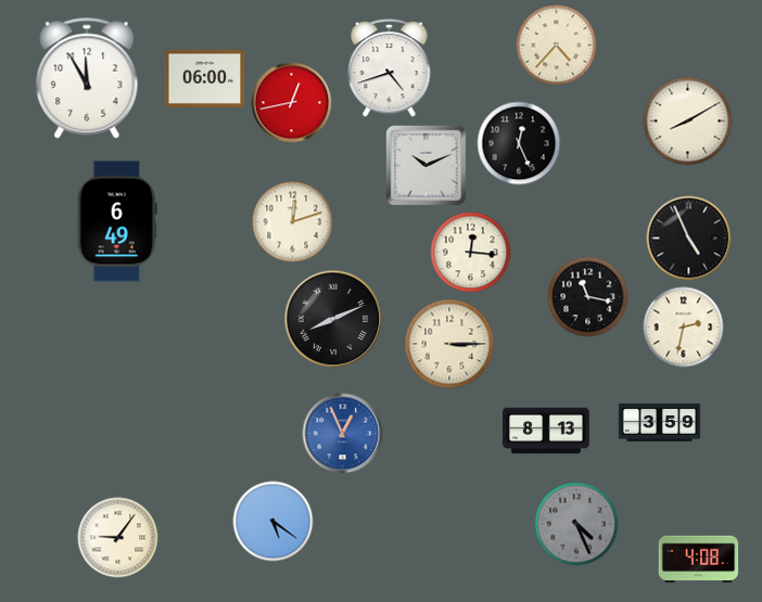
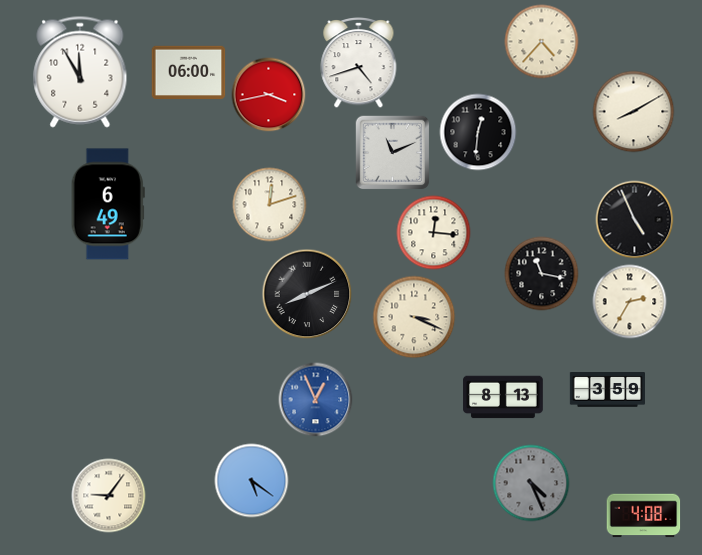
clock at (557, 46) position: (557, 46) -> (542, 42)
clock at (292, 103): 12:43 -> 3:43
clock at (519, 143): 12:26 -> 12:31
clock at (427, 166): 10:11 -> 11:11
clock at (684, 328): 2:32 -> 2:35
clock at (449, 344): 3:15 -> 3:19
